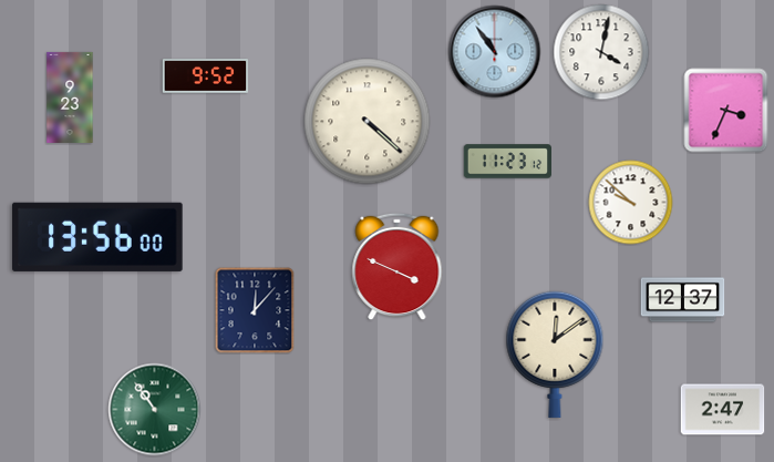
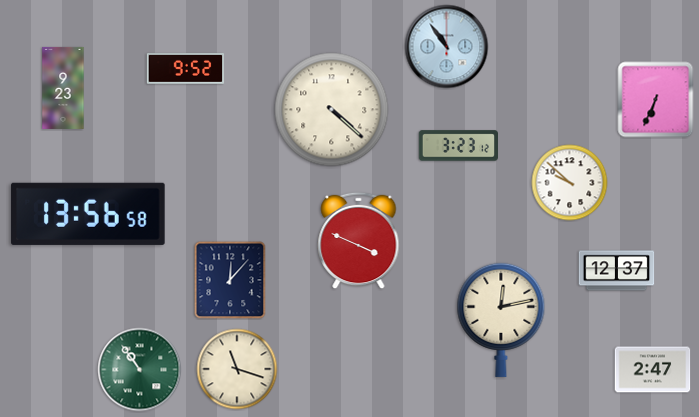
clock at (601, 52): 4:02 -> none
clock at (726, 111): 3:34 -> 6:34
clock at (507, 162): 11:23 -> 3:23
clock at (97, 237): 13:56:00 -> 13:56:58
clock at (555, 355): 12:09 -> 12:13
clock at (237, 369): none -> 11:18
